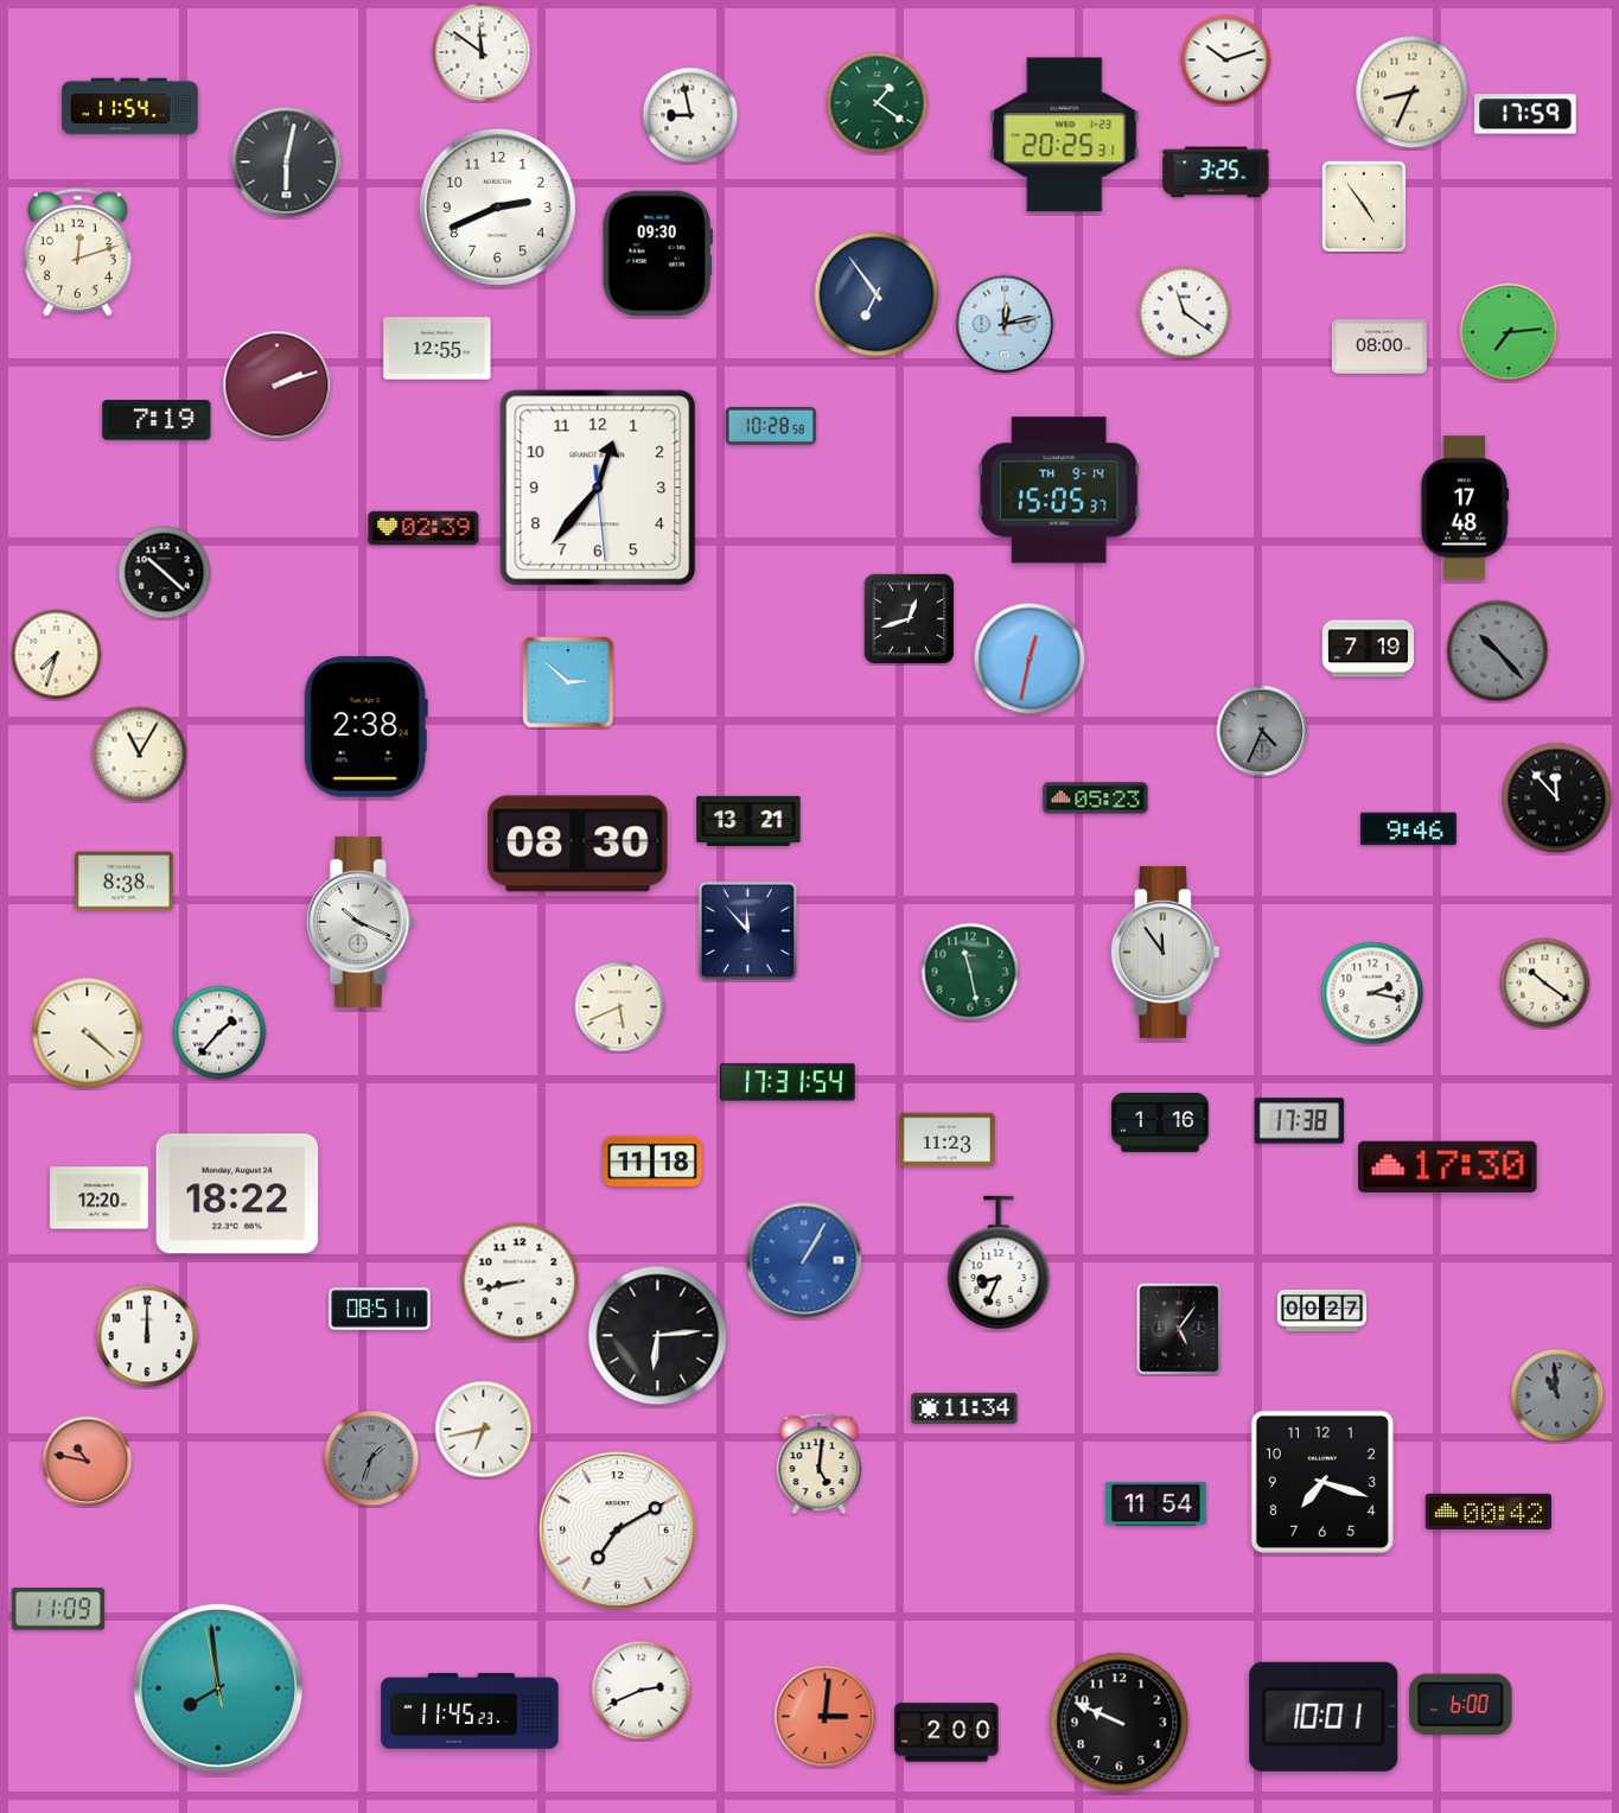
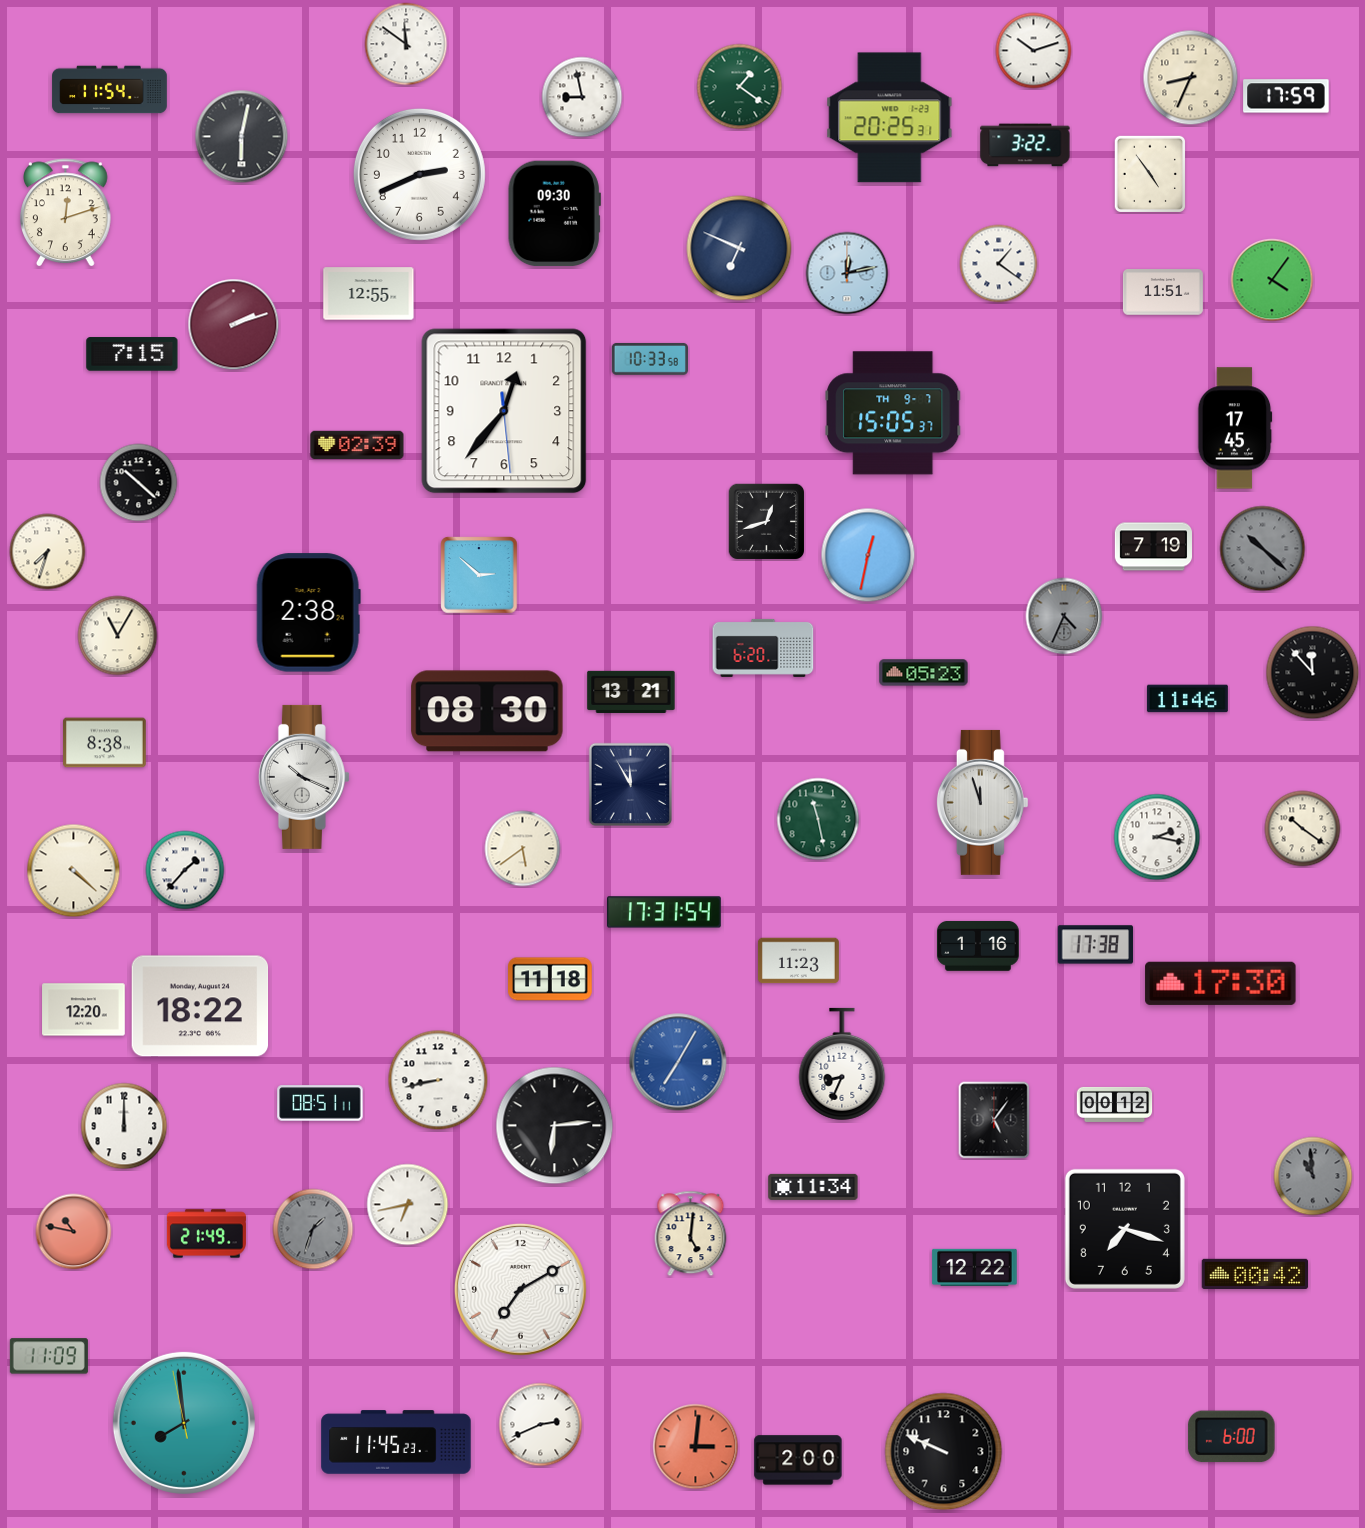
clock at (1065, 135) position: (1065, 135) -> (890, 118)
clock at (1216, 172): 3:25 -> 3:22
clock at (877, 294): 6:54 -> 6:49
clock at (1185, 313): 11:21 -> 1:21
clock at (1509, 332): 7:14 -> 4:06
clock at (1379, 346): 08:00 -> 11:51
clock at (157, 420): 7:19 -> 7:15
clock at (770, 426): 10:28 -> 10:33
clock at (1060, 490) date: TH 9-14 -> TH 9-7
clock at (1465, 508): 17:48 -> 17:45
clock at (1498, 651): 10:23 -> 10:22
clock at (763, 648): none -> 6:20
clock at (1408, 829): 9:46 -> 11:46
clock at (747, 930): 11:53 -> 11:55
clock at (1165, 952): 11:54 -> 11:57
clock at (620, 1007): 5:41 -> 5:39
clock at (804, 1260): 1:05 -> 7:05
clock at (1322, 1310): 00:27 -> 00:12
clock at (206, 1234): none -> 21:49
clock at (1322, 1482) position: (1322, 1482) -> (1125, 1229)
clock at (1156, 1503): 11:54 -> 12:22
clock at (1324, 1717): 10:01 -> none
